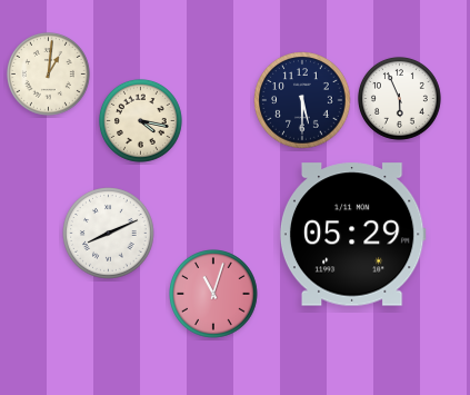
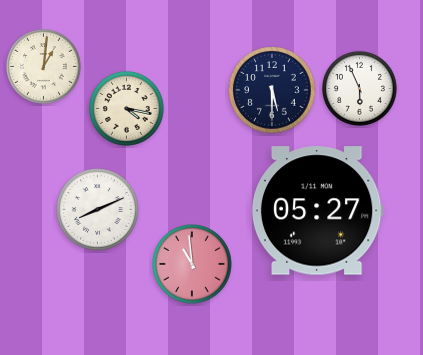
clock at (352, 235): 05:29 -> 05:27
clock at (214, 295): 11:03 -> 10:59
